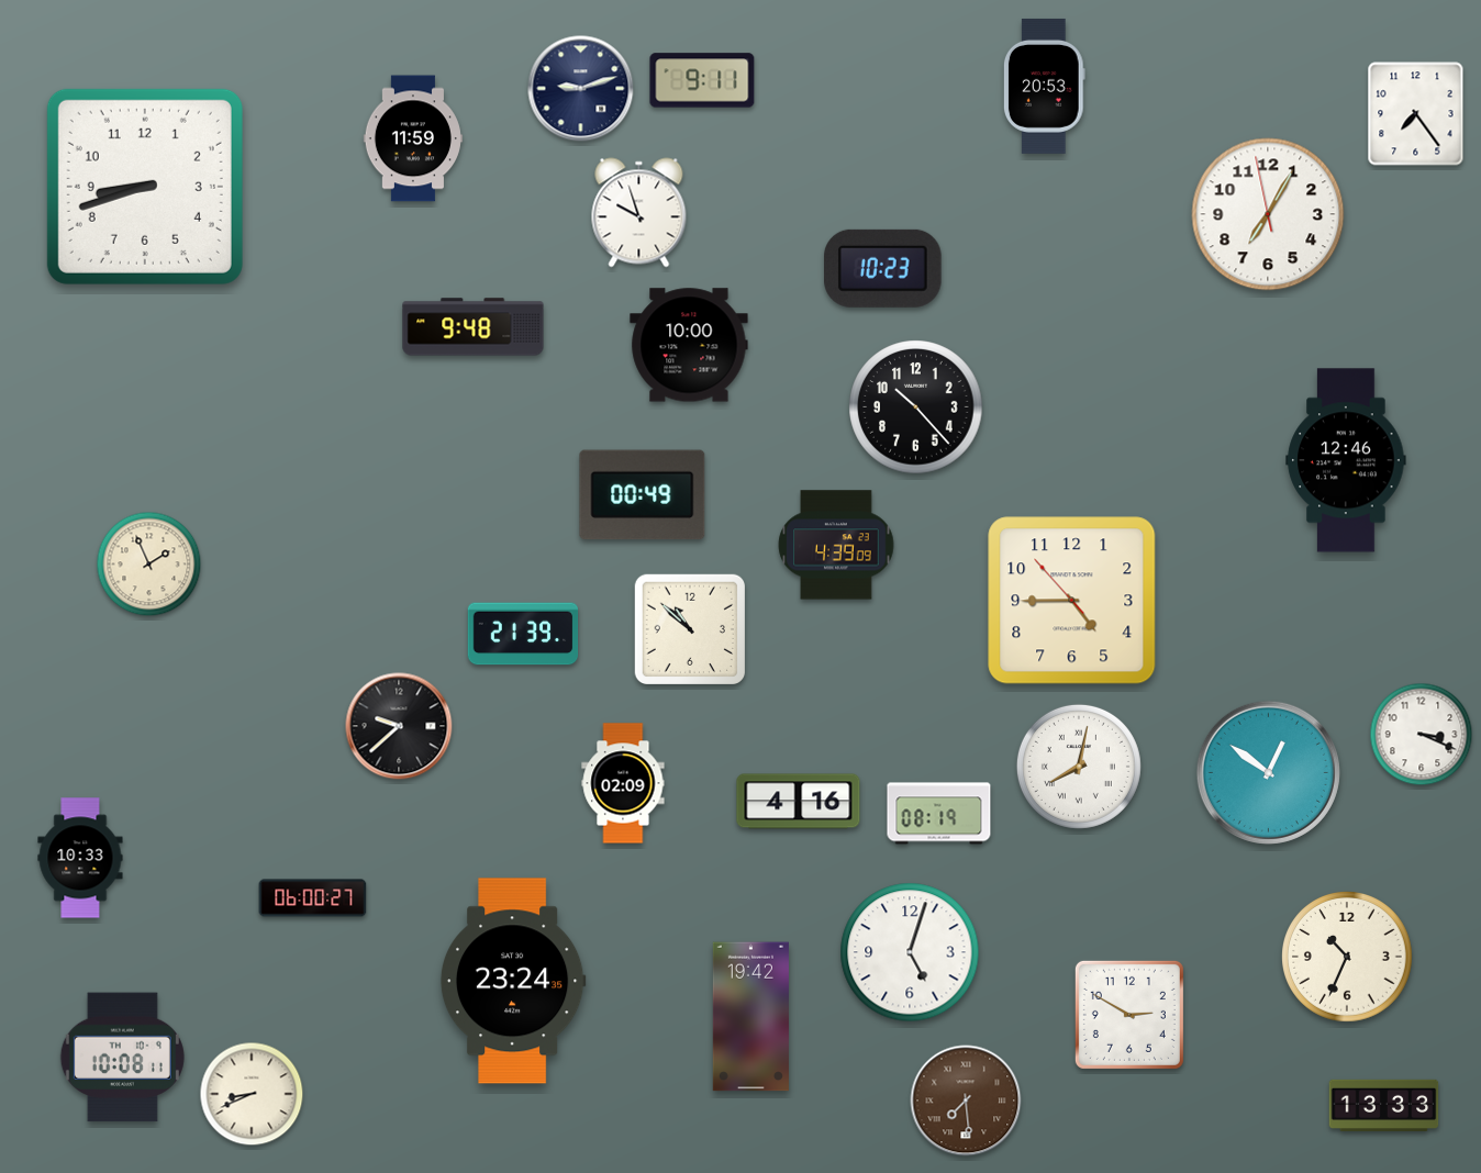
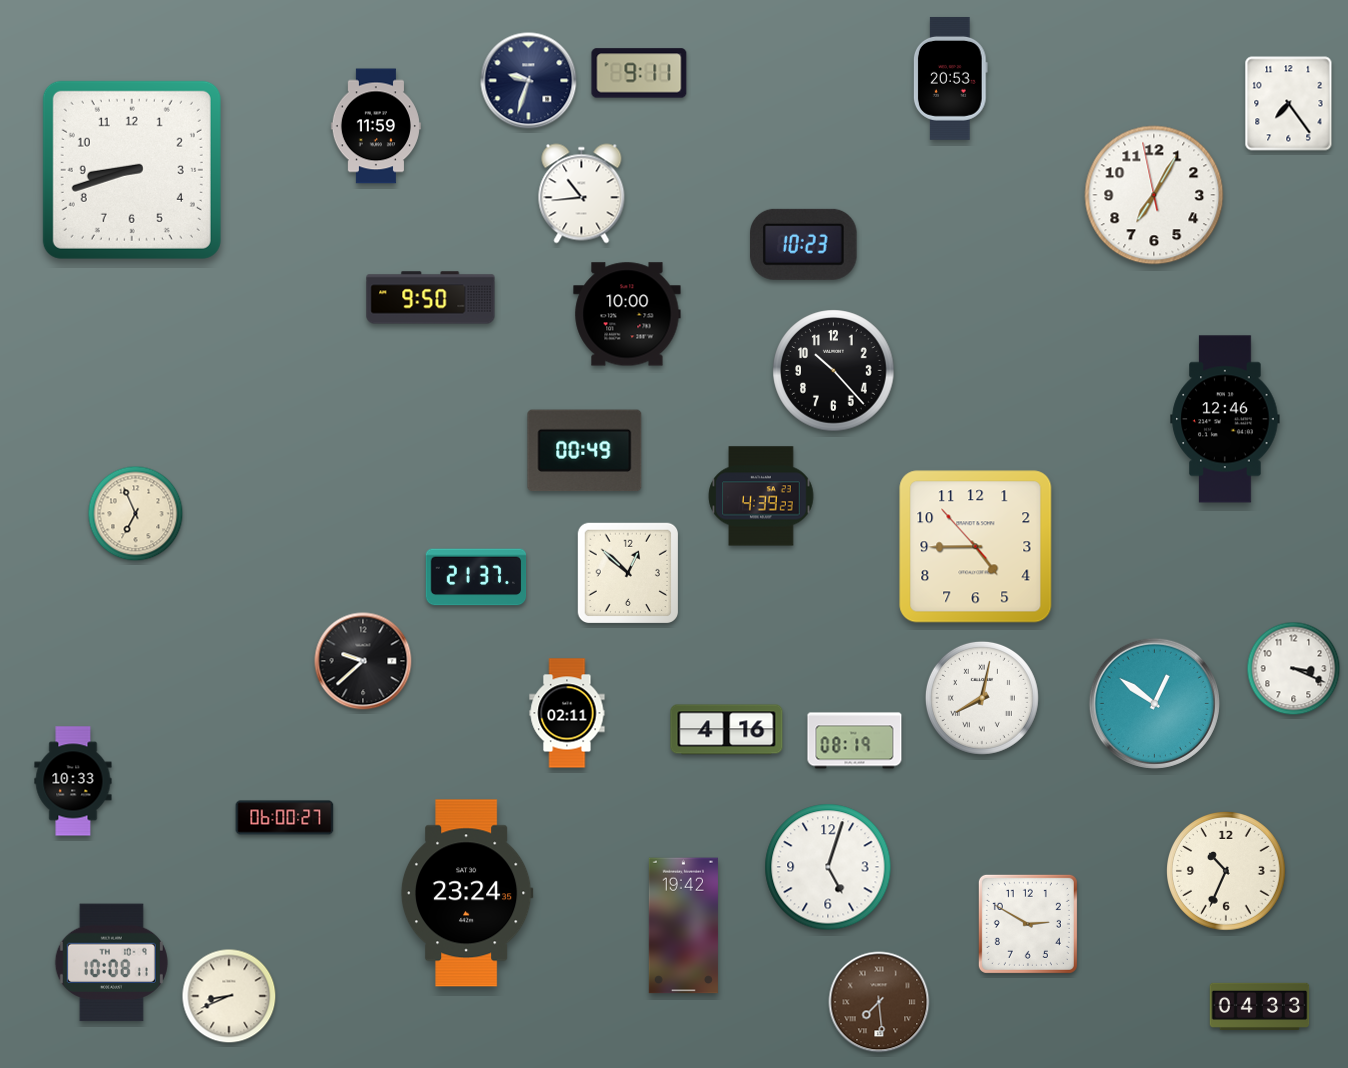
clock at (581, 89): 9:12 -> 9:33
clock at (639, 213): 9:57 -> 10:44
clock at (474, 327): 9:48 -> 9:50
clock at (836, 545): 4:39:09 -> 4:39:23
clock at (149, 565): 1:56 -> 6:56
clock at (689, 628): 10:52 -> 12:52
clock at (523, 634): 21:39 -> 21:37
clock at (623, 783): 02:09 -> 02:11
clock at (1384, 1105): 13:33 -> 04:33
